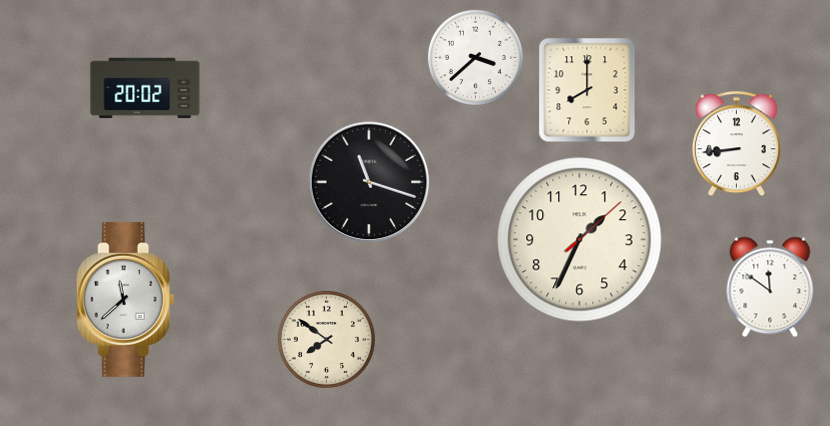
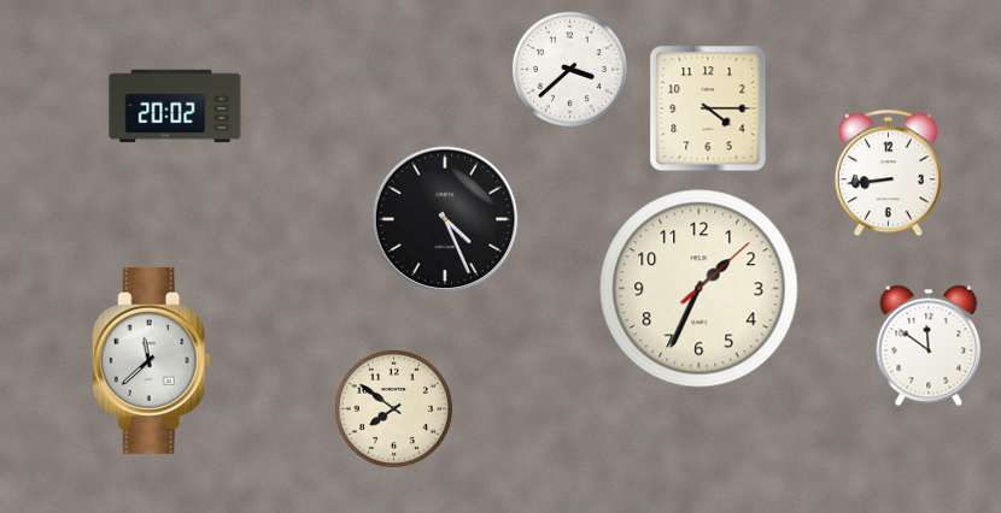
clock at (475, 57) position: (475, 57) -> (569, 69)
clock at (587, 90): 8:00 -> 4:15
clock at (369, 182): 11:18 -> 4:26
